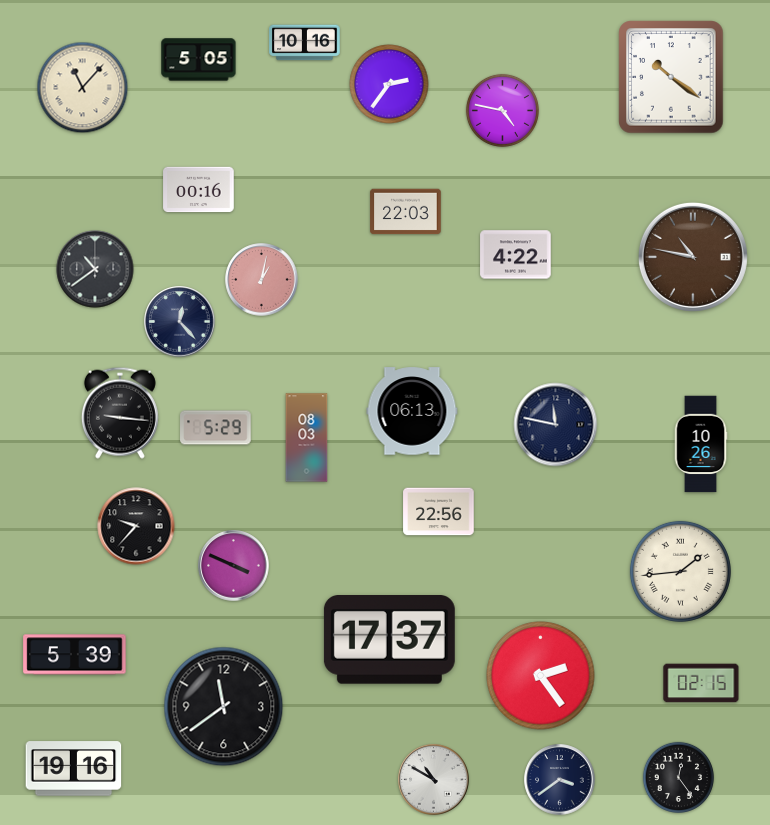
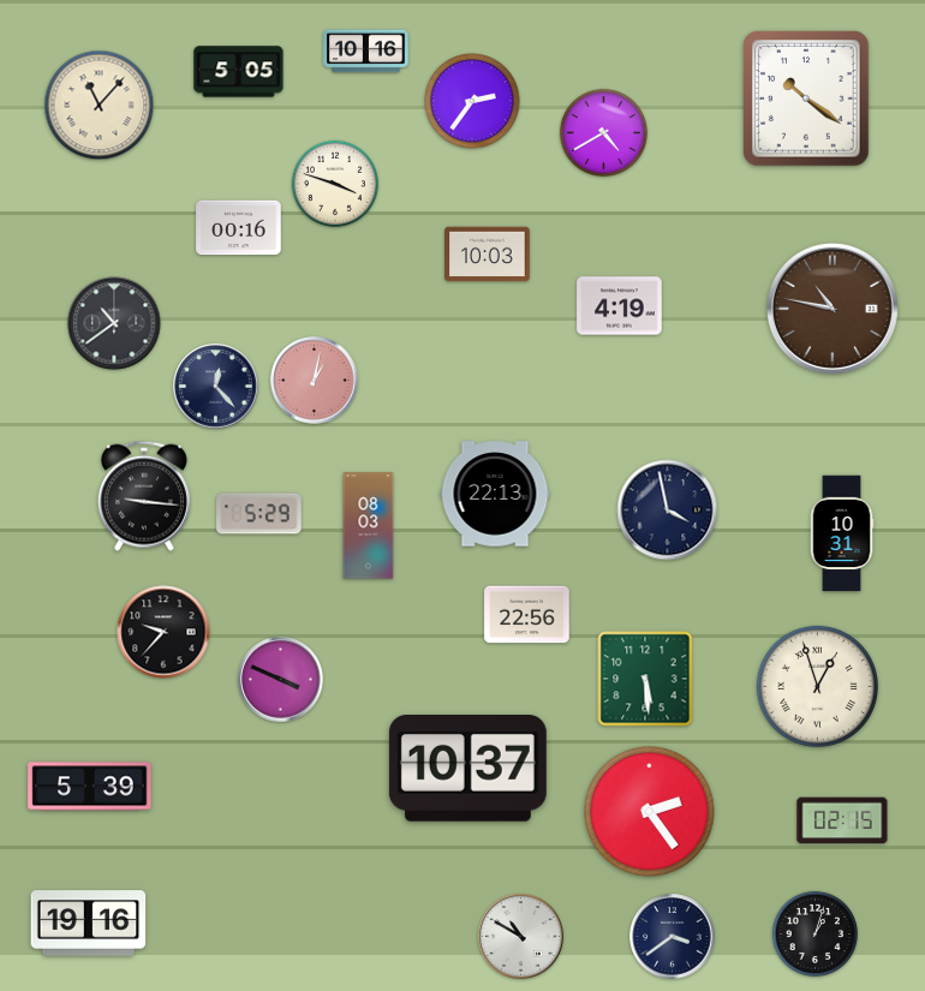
clock at (671, 77) position: (671, 77) -> (806, 98)
clock at (389, 84) position: (389, 84) -> (472, 101)
clock at (502, 110): 4:47 -> 4:40
clock at (335, 184): none -> 3:48
clock at (406, 212): 22:03 -> 10:03
clock at (516, 255): 4:22 -> 4:19
clock at (262, 280) position: (262, 280) -> (315, 381)
clock at (412, 411): 06:13 -> 22:13
clock at (556, 425): 11:47 -> 3:58
clock at (701, 444): 10:26 -> 10:31
clock at (645, 679): none -> 5:29
clock at (680, 571): 1:44 -> 12:57
clock at (389, 640): 17:37 -> 10:37
clock at (224, 707): 11:39 -> none
clock at (678, 777): 12:24 -> 1:03
